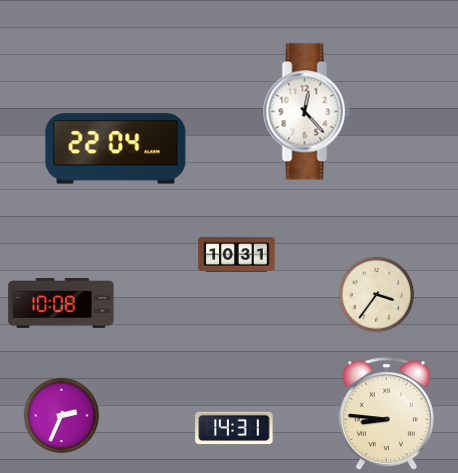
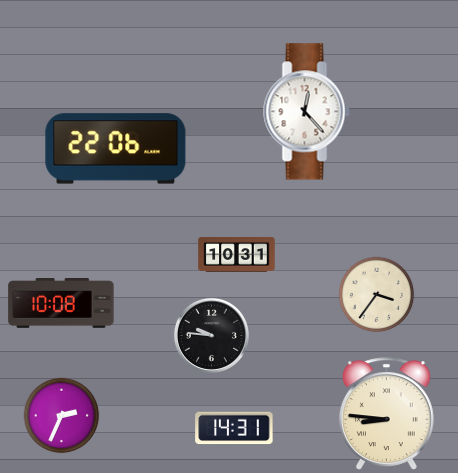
clock at (116, 149): 22:04 -> 22:06
clock at (211, 335): none -> 9:46
